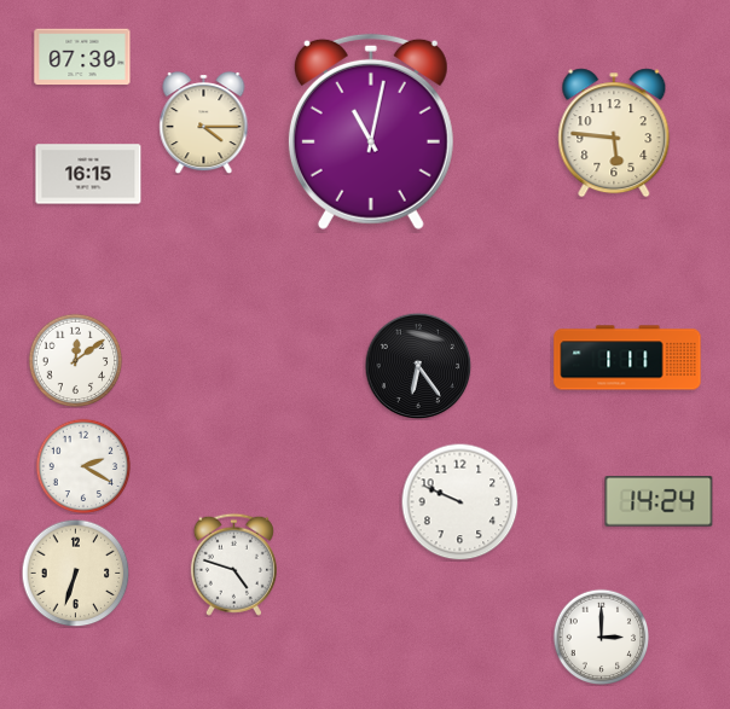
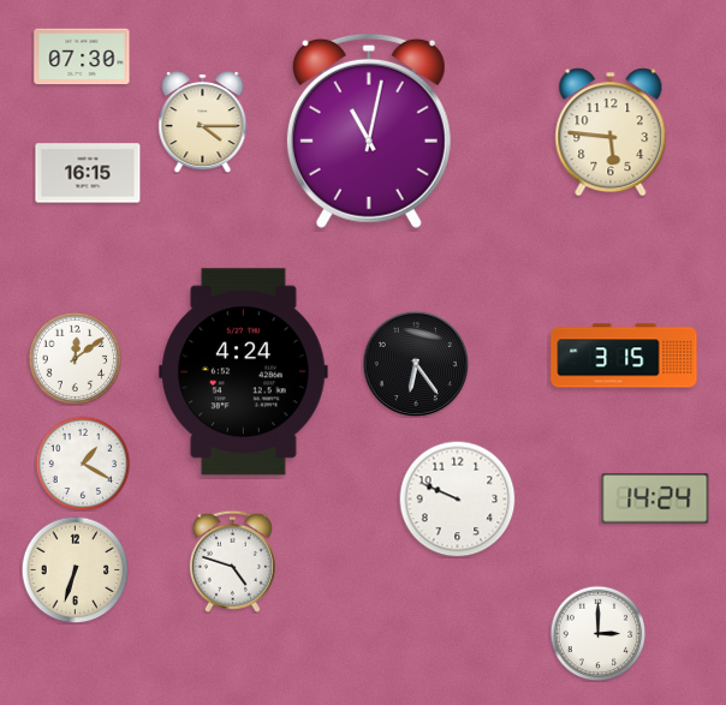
clock at (627, 358): 1:11 -> 3:15
clock at (243, 372): none -> 4:24
clock at (83, 466): 2:20 -> 1:20
